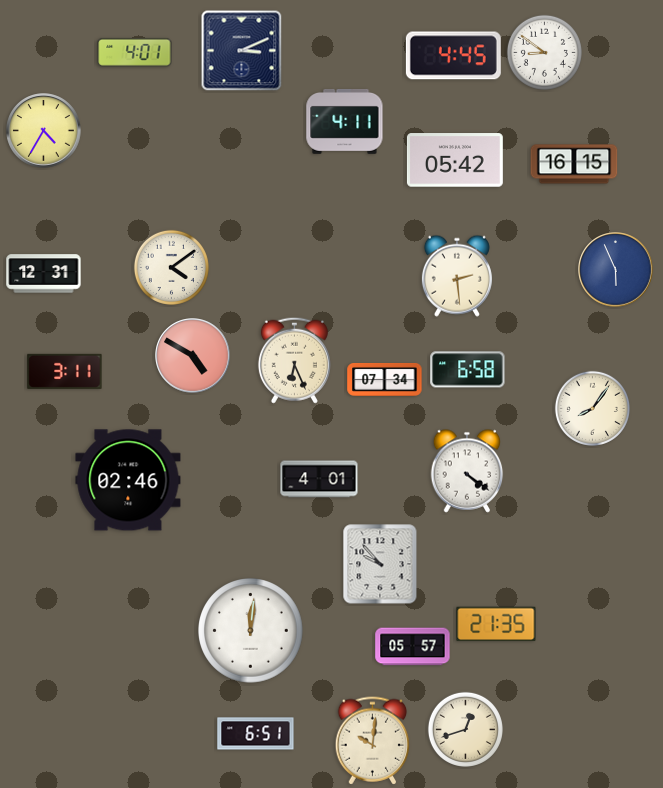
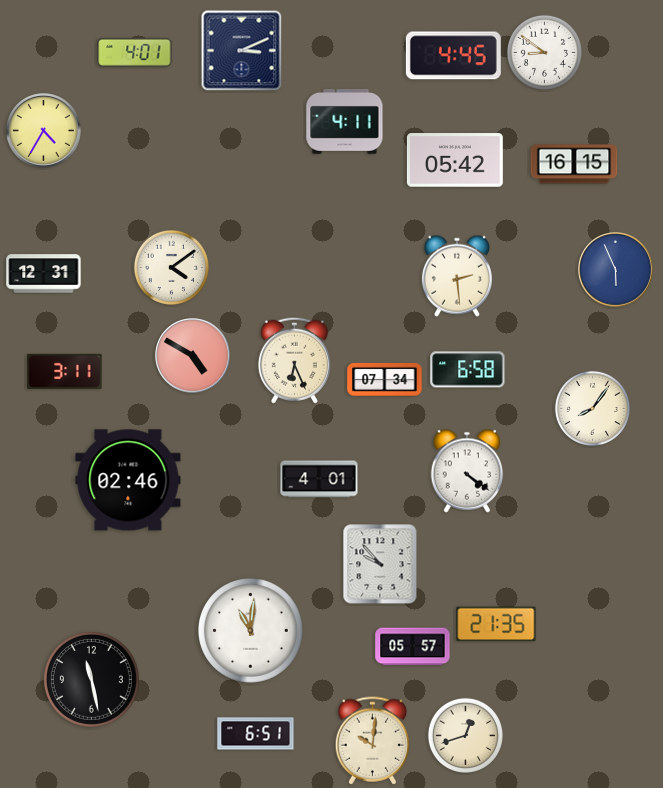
clock at (251, 631): 12:01 -> 11:01
clock at (91, 679): none -> 11:28
clock at (465, 729) position: (465, 729) -> (465, 735)
